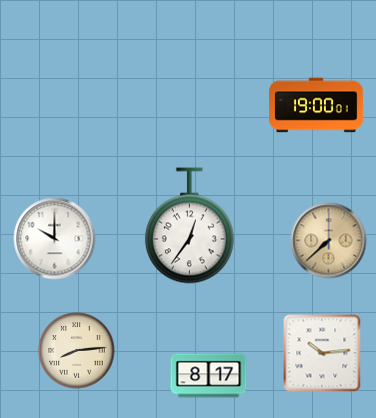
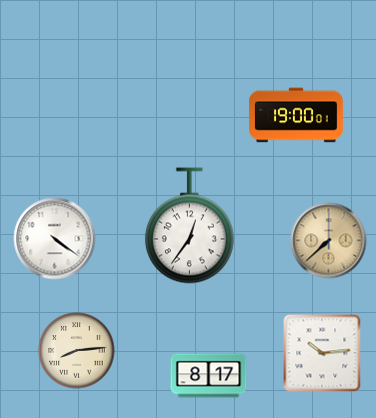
clock at (316, 105) position: (316, 105) -> (296, 115)
clock at (55, 239): 10:00 -> 4:21
